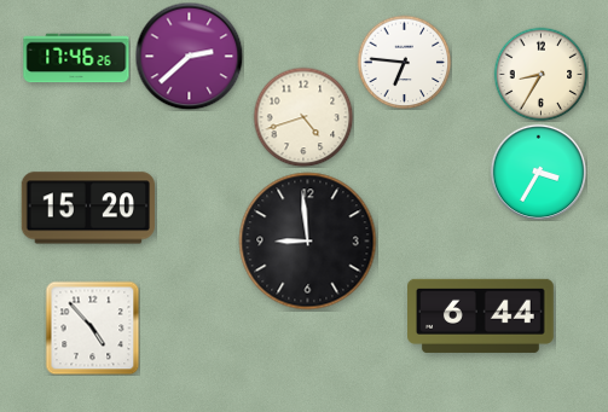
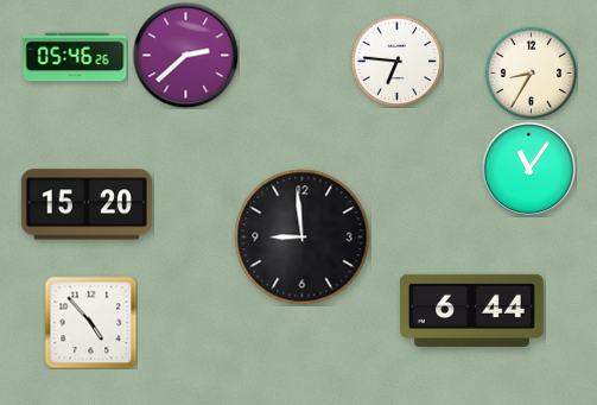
clock at (76, 58): 17:46 -> 05:46
clock at (303, 117): 4:42 -> none
clock at (538, 172): 3:35 -> 11:06
